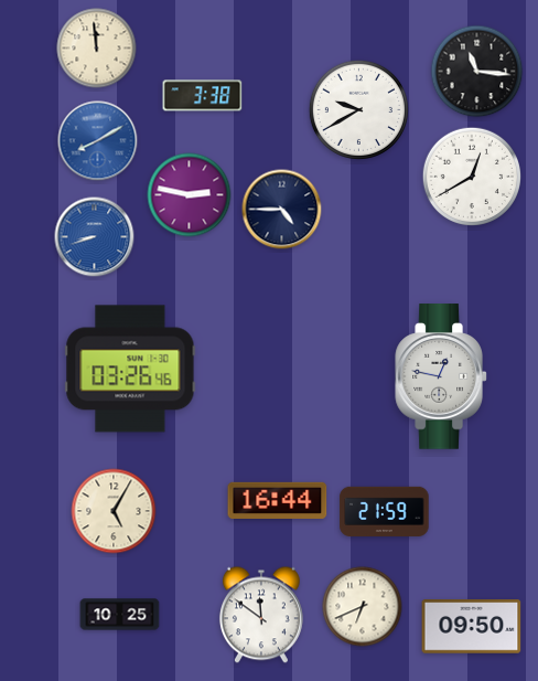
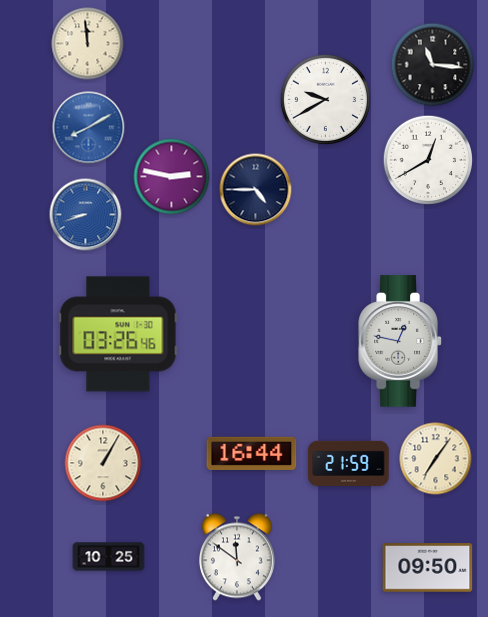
clock at (203, 96): 3:38 -> none
clock at (436, 459): none -> 7:06
clock at (114, 511): 5:05 -> 1:05
clock at (363, 607): 6:41 -> none
